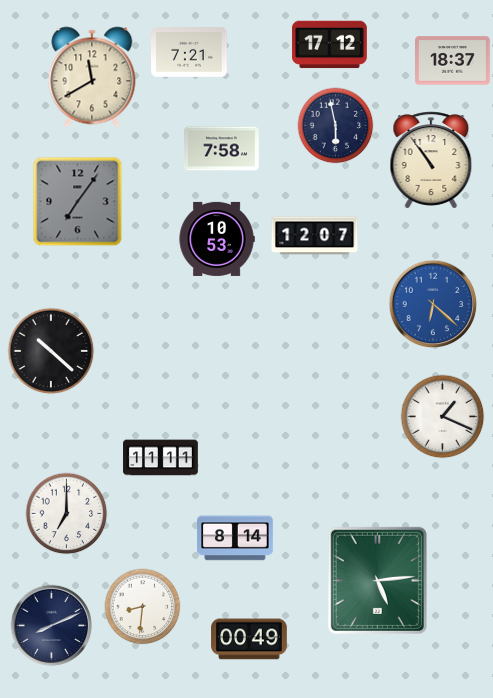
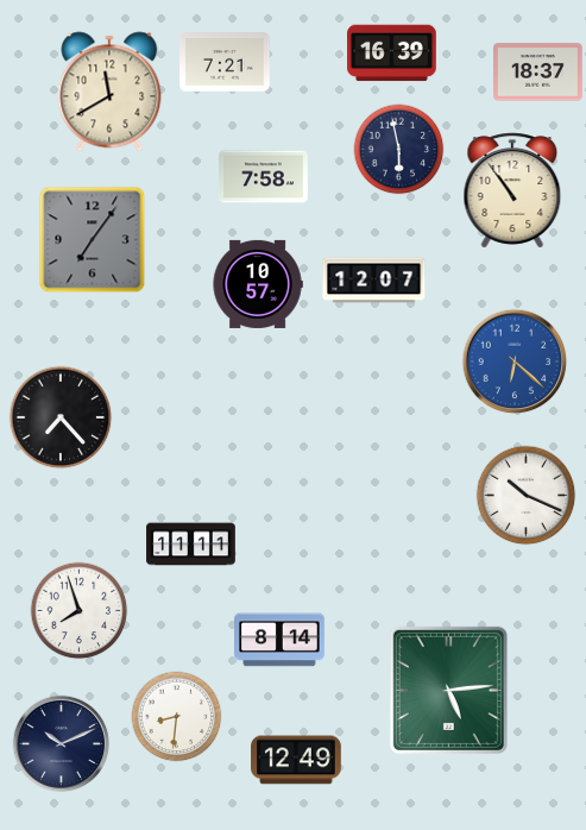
clock at (330, 45): 17:12 -> 16:39
clock at (217, 239): 10:53 -> 10:57
clock at (51, 351): 10:22 -> 7:23
clock at (443, 417): 1:19 -> 10:19
clock at (67, 514): 7:00 -> 7:57
clock at (143, 607) position: (143, 607) -> (177, 717)
clock at (52, 626): 8:11 -> 10:11
clock at (249, 639): 00:49 -> 12:49
